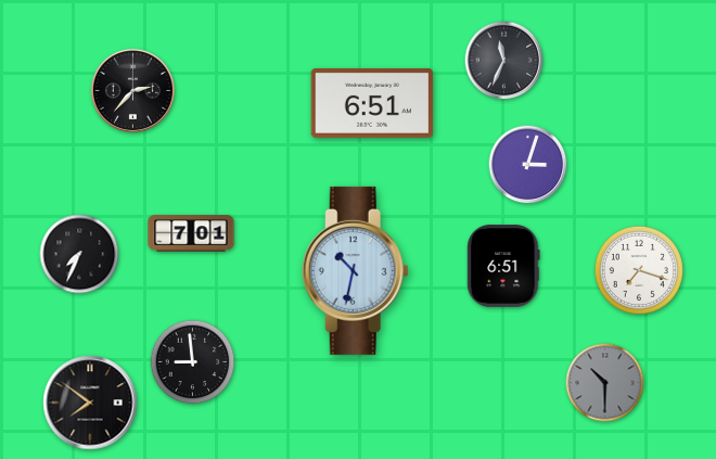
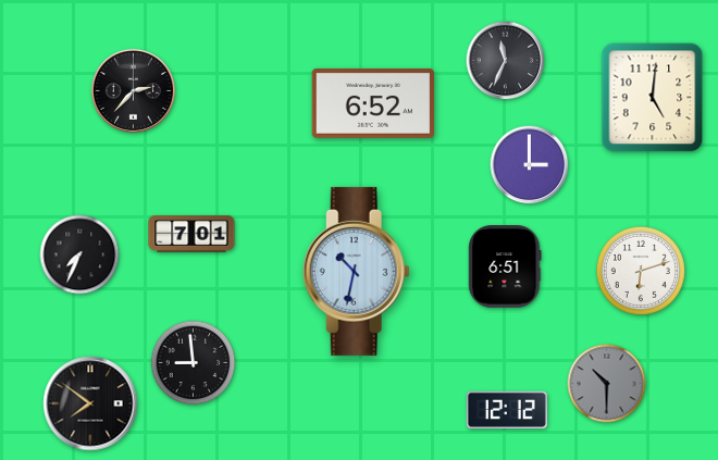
clock at (653, 98): none -> 5:01
clock at (372, 103): 6:51 -> 6:52
clock at (528, 165): 3:03 -> 3:00
clock at (639, 270): 7:18 -> 6:12
clock at (507, 410): none -> 12:12
